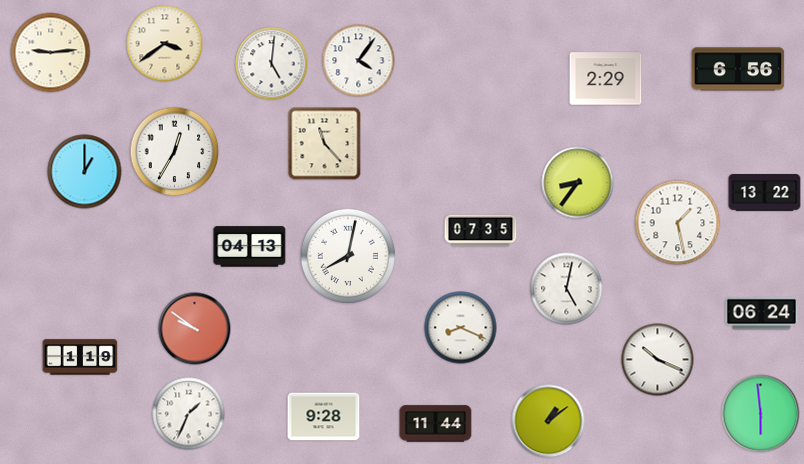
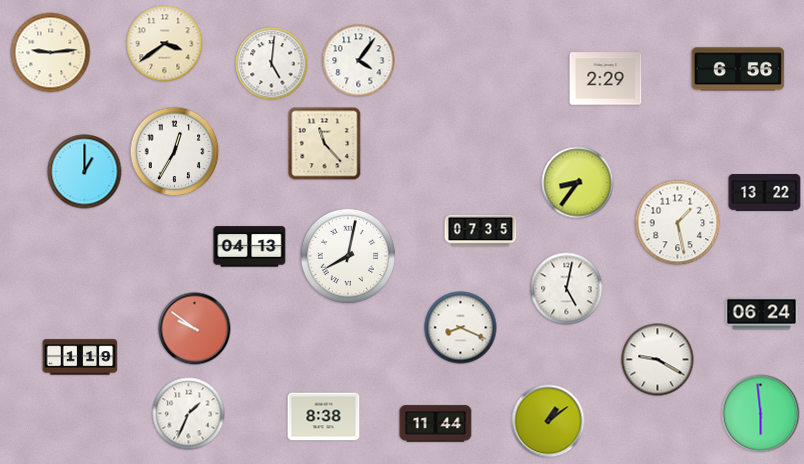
clock at (658, 360): 10:19 -> 9:20
clock at (324, 417): 9:28 -> 8:38
